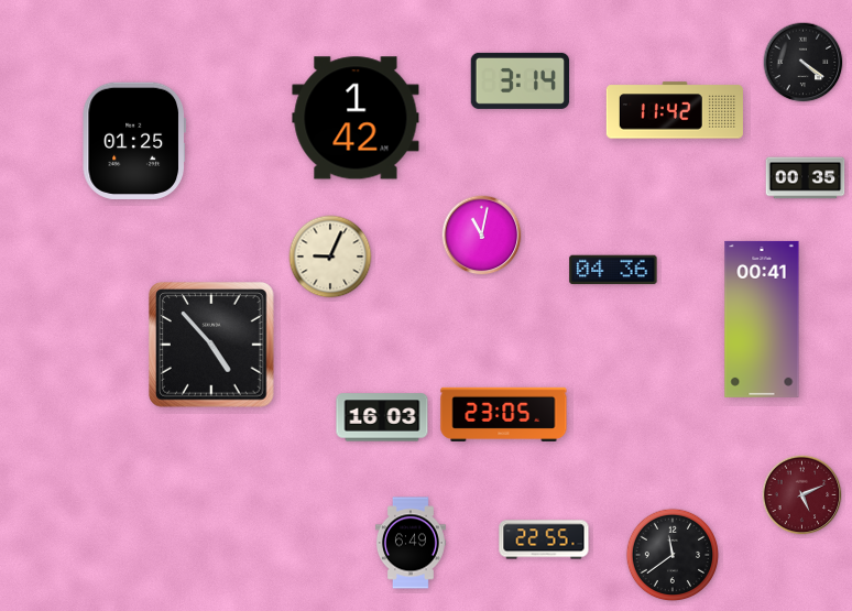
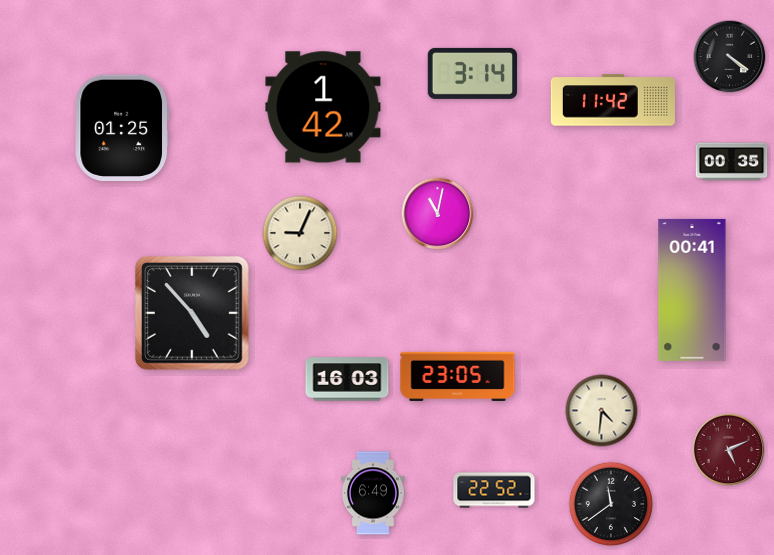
clock at (613, 270): 04:36 -> none
clock at (602, 411): none -> 4:31
clock at (544, 539): 22:55 -> 22:52
